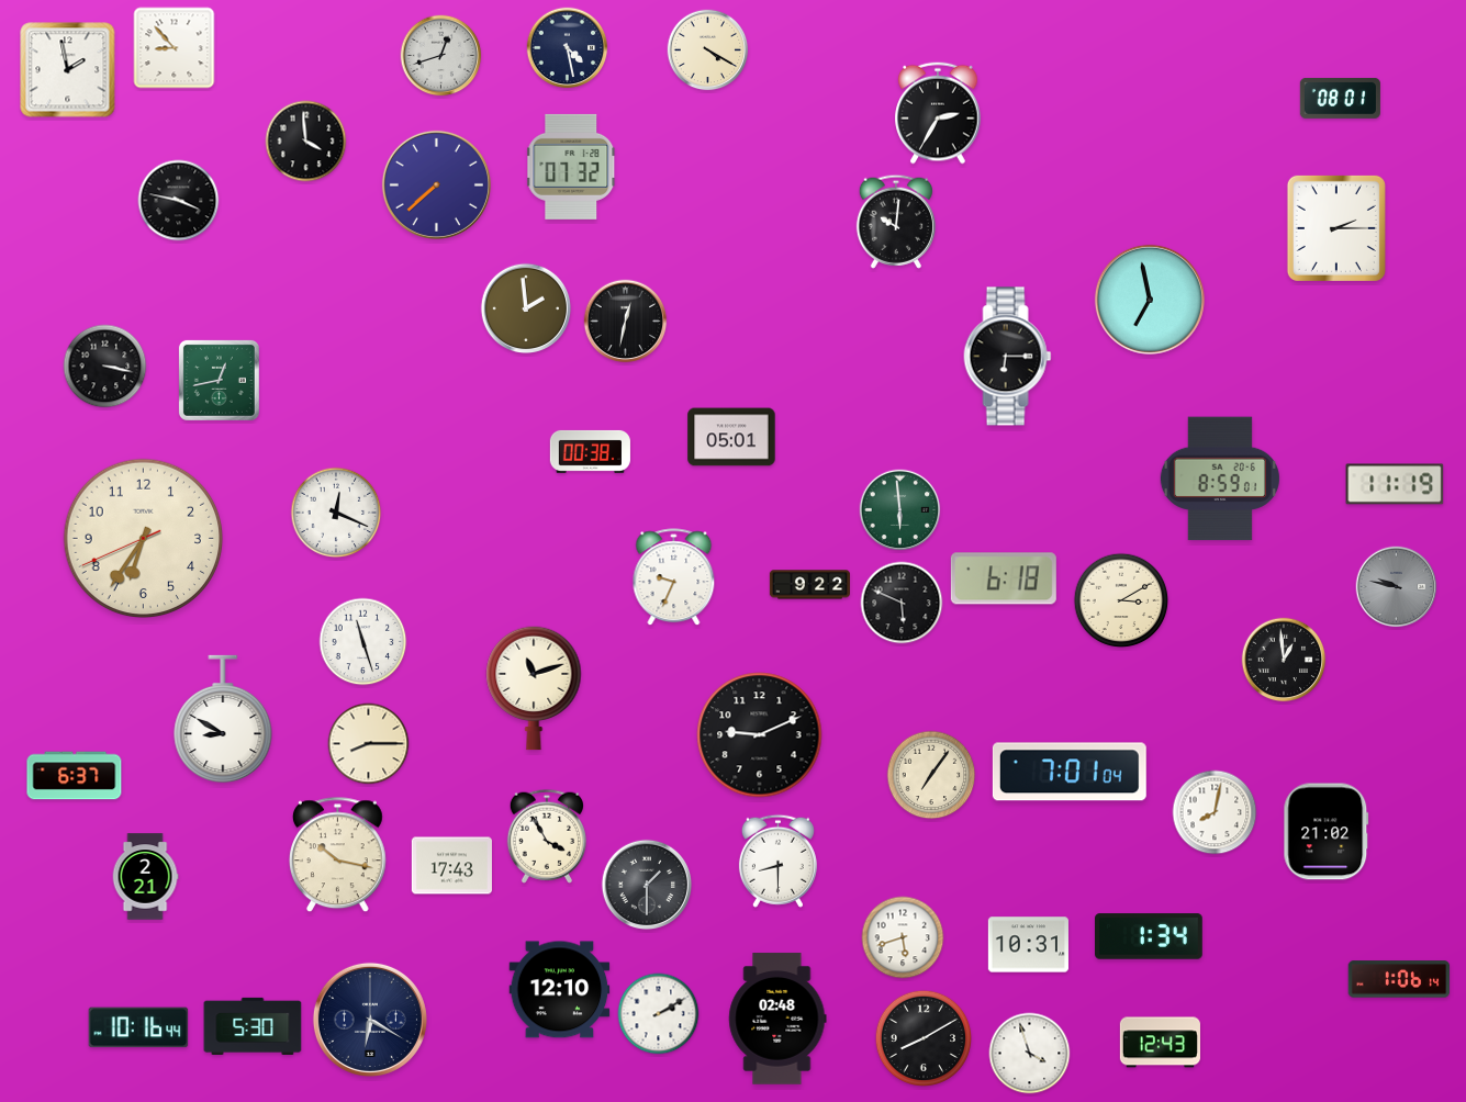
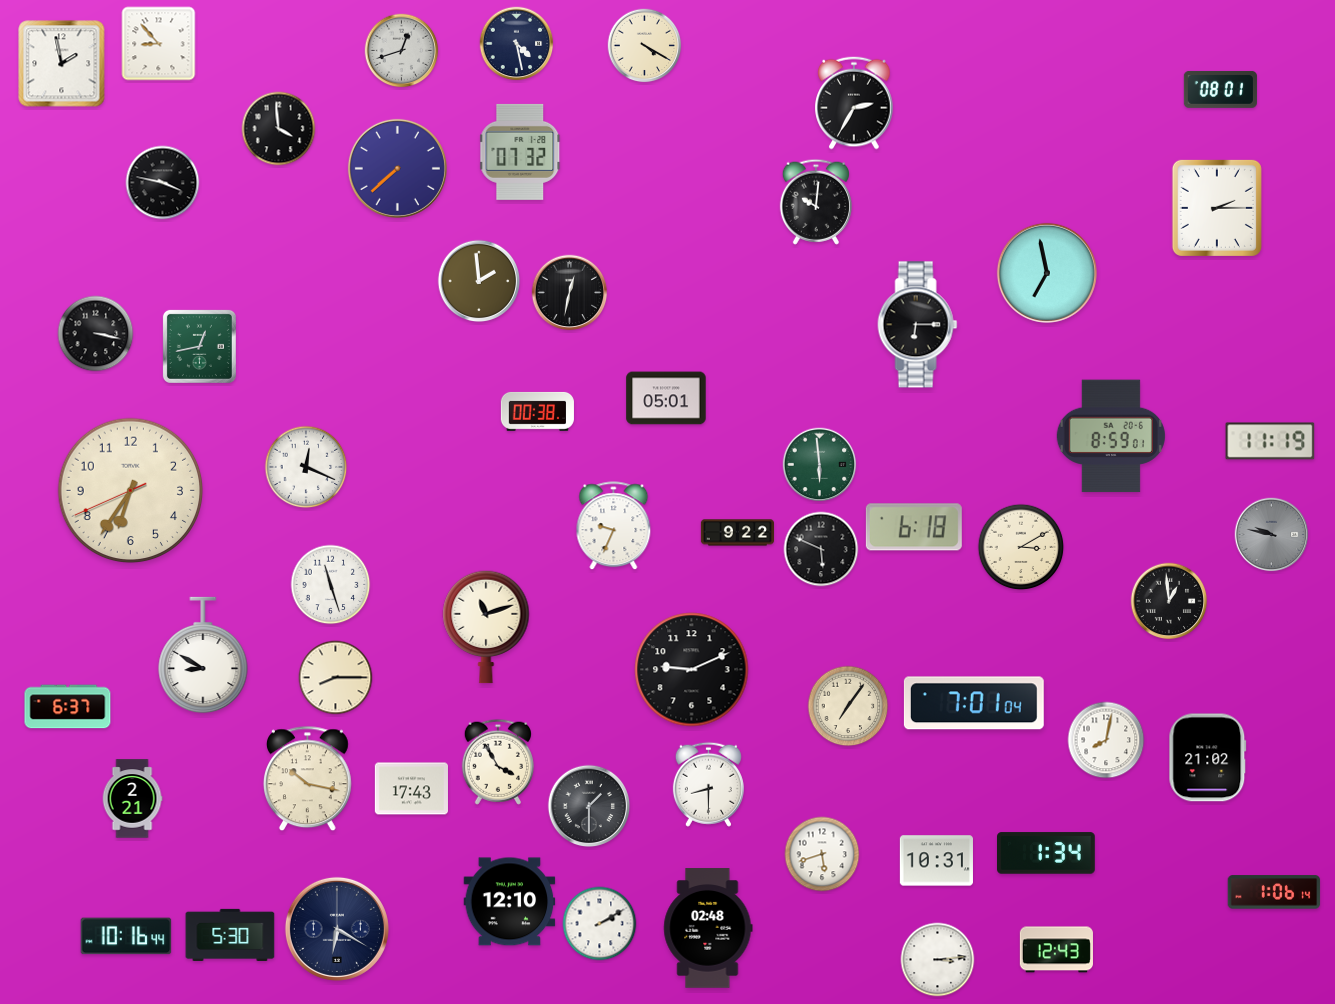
clock at (924, 1038): 8:10 -> none
clock at (1030, 1054): 3:57 -> 3:14
